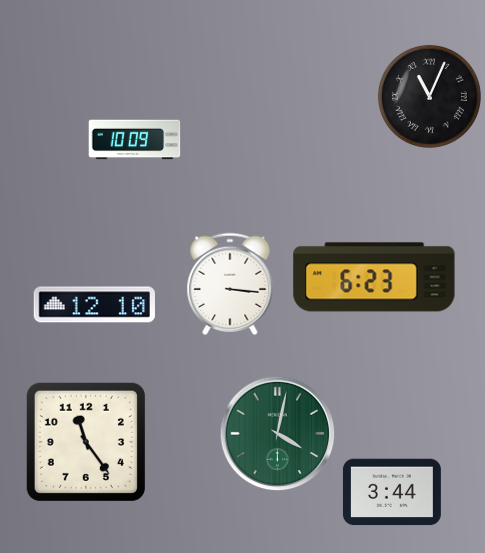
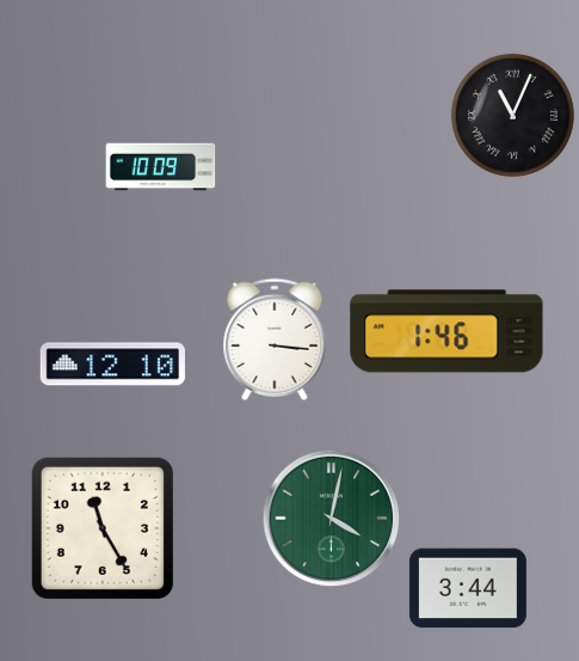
clock at (374, 277): 6:23 -> 1:46
clock at (86, 442): 11:24 -> 11:25
